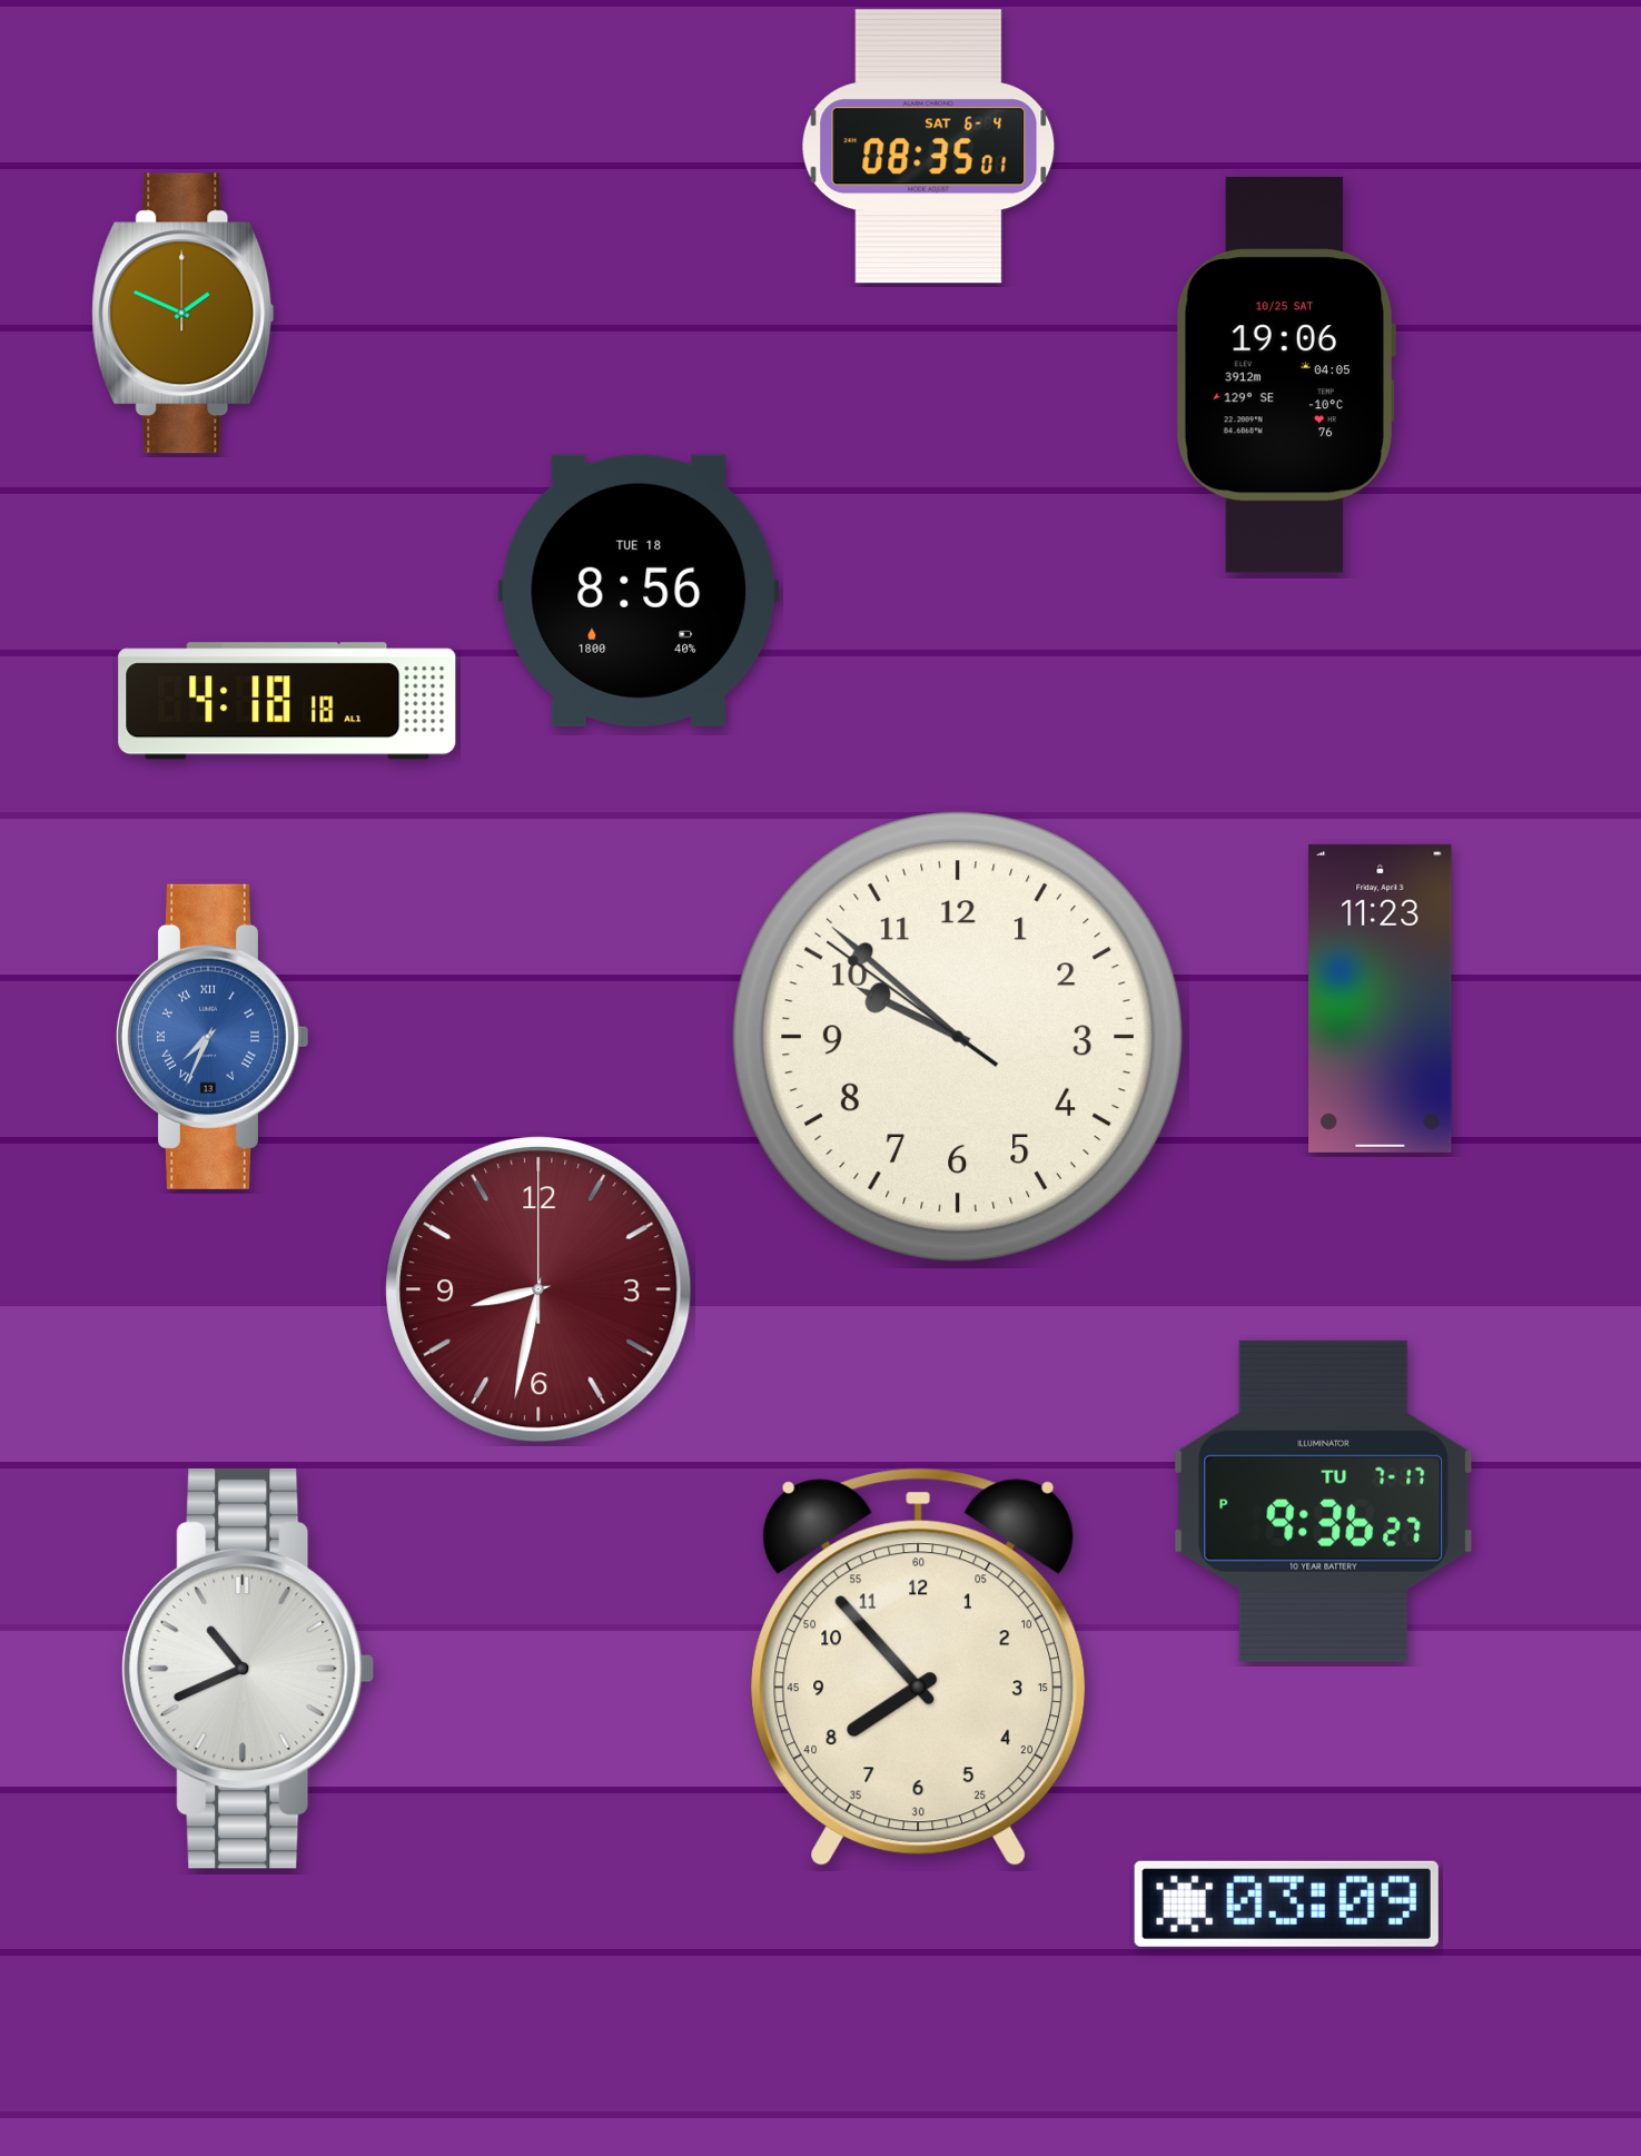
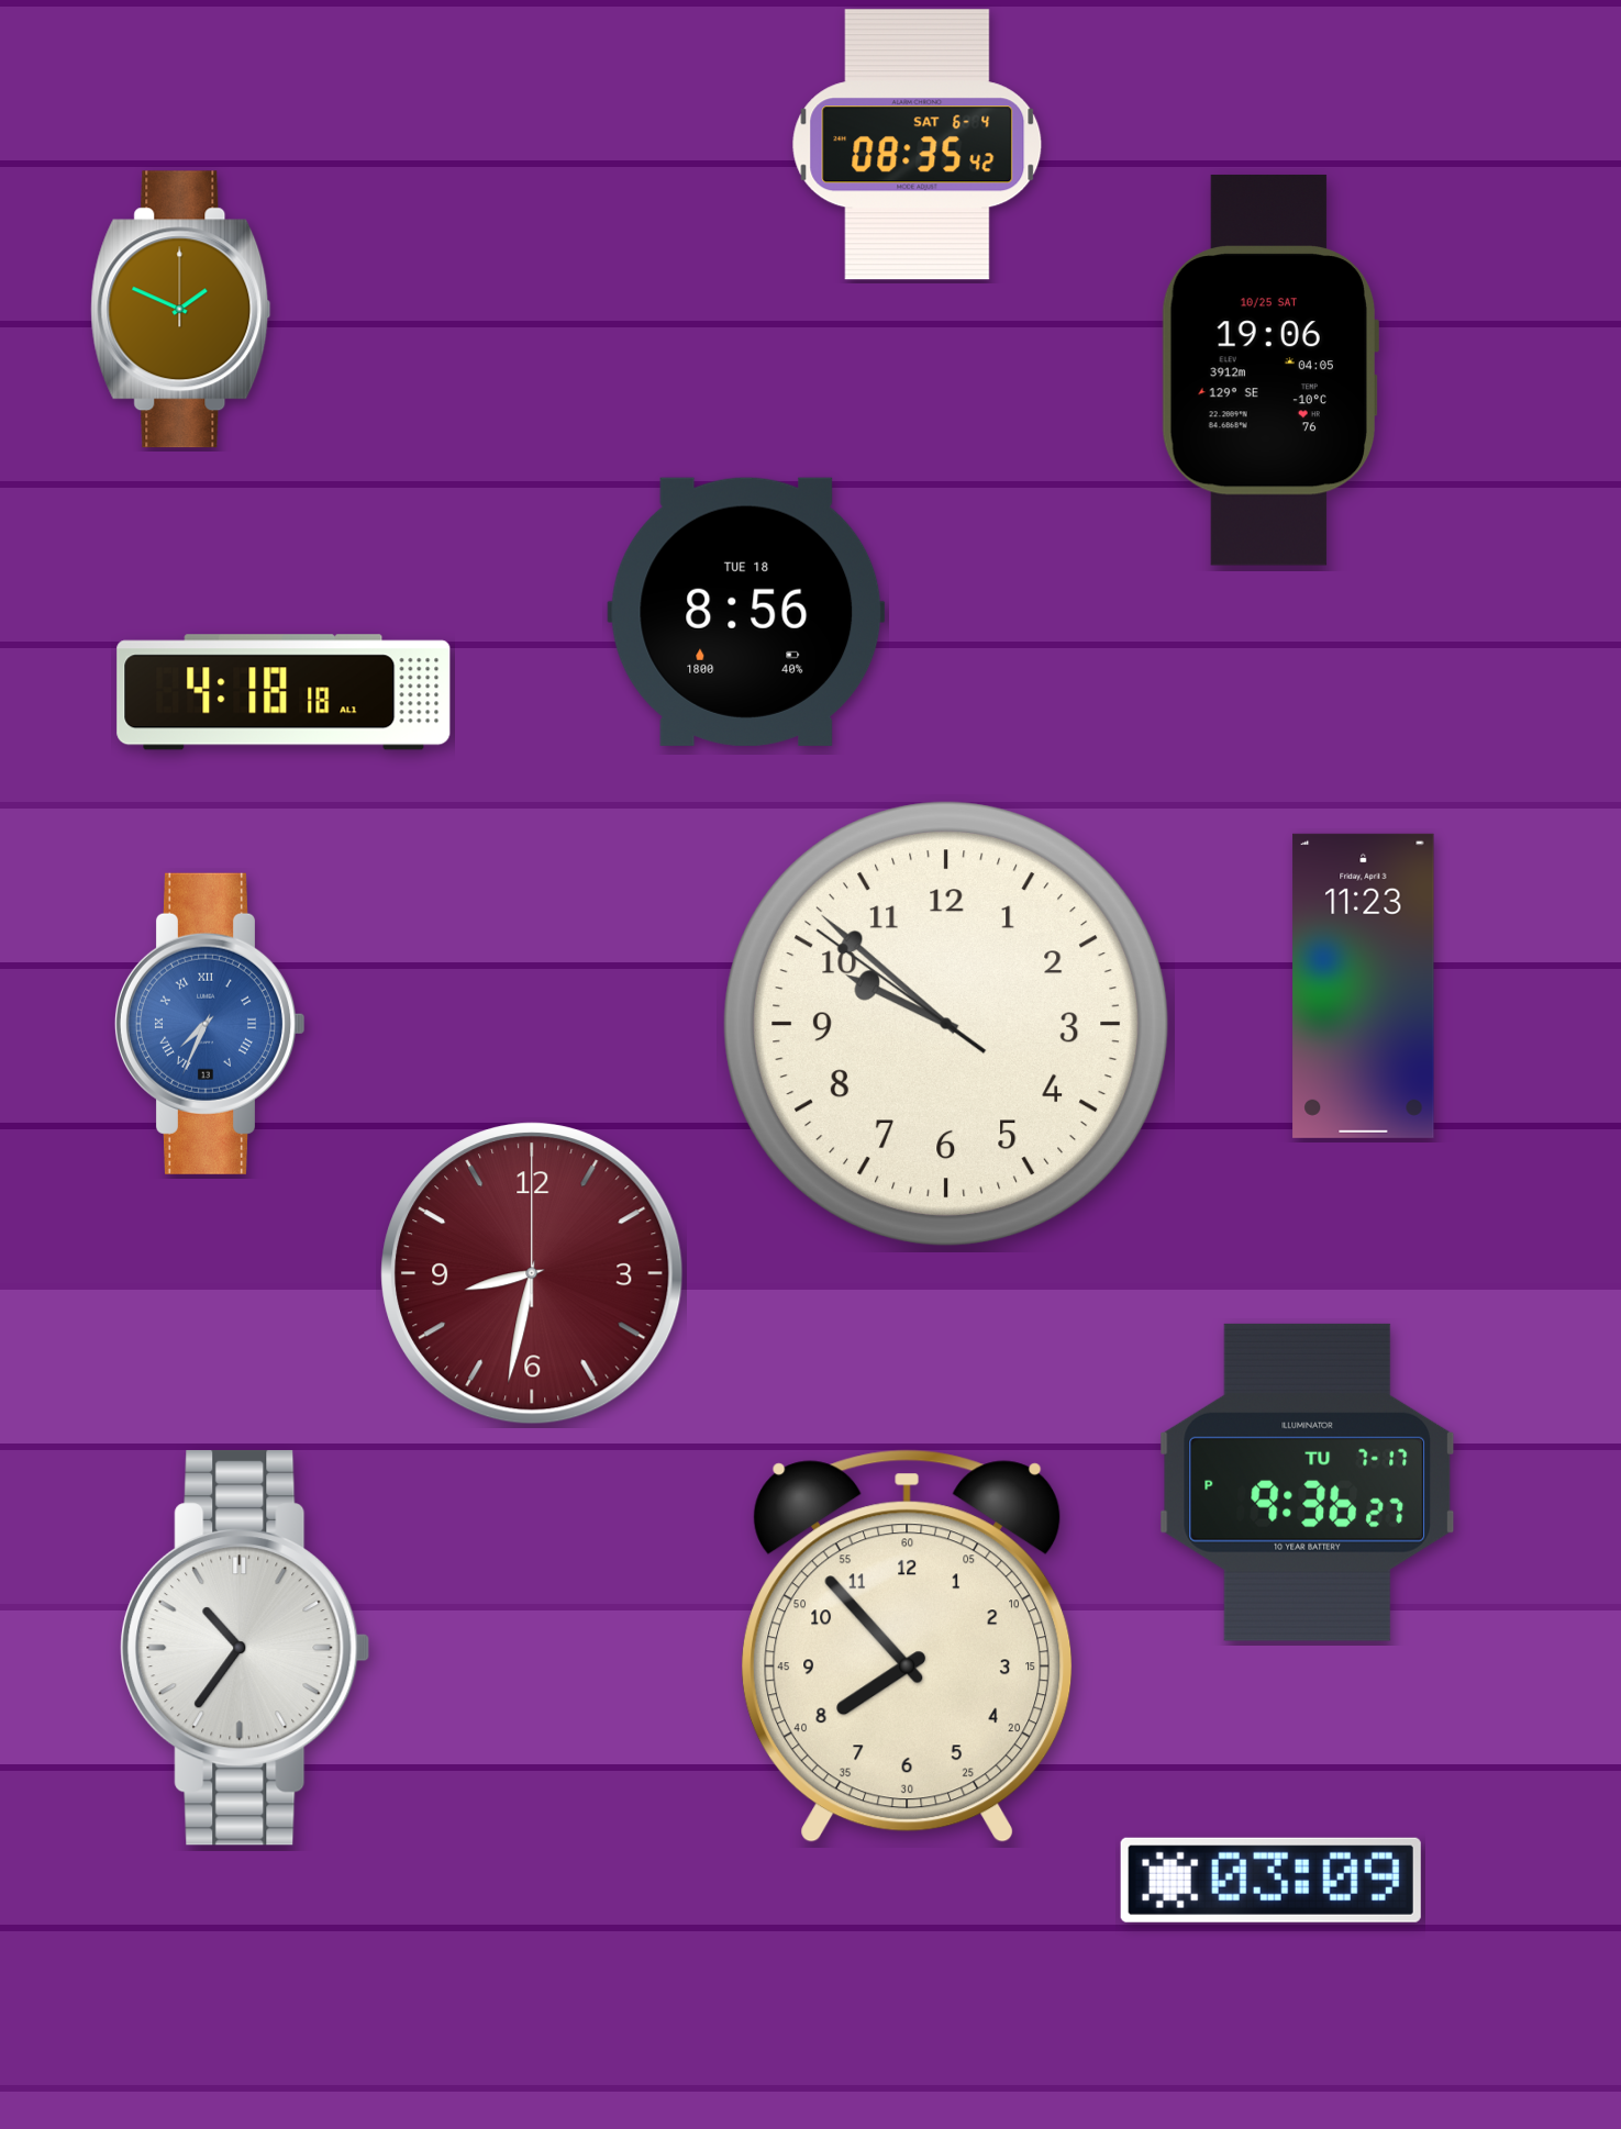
clock at (929, 147): 08:35:01 -> 08:35:42
clock at (639, 591) position: (639, 591) -> (746, 612)
clock at (248, 1669): 10:41 -> 10:36
